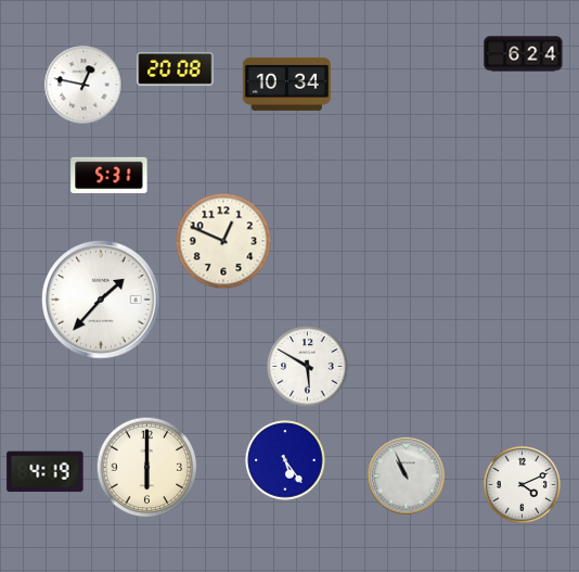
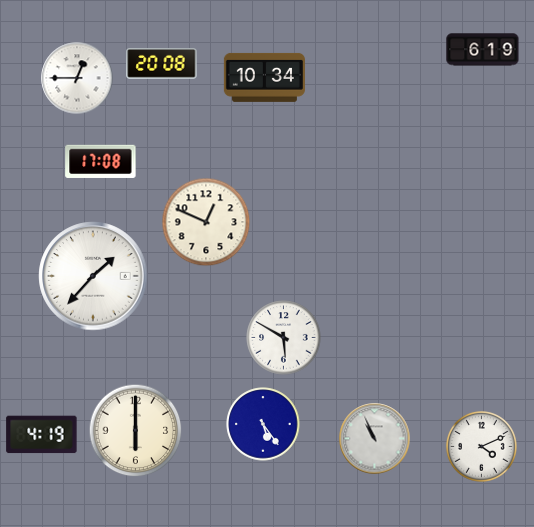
clock at (524, 54): 6:24 -> 6:19
clock at (83, 85): 12:47 -> 12:45
clock at (110, 175): 5:31 -> 17:08
